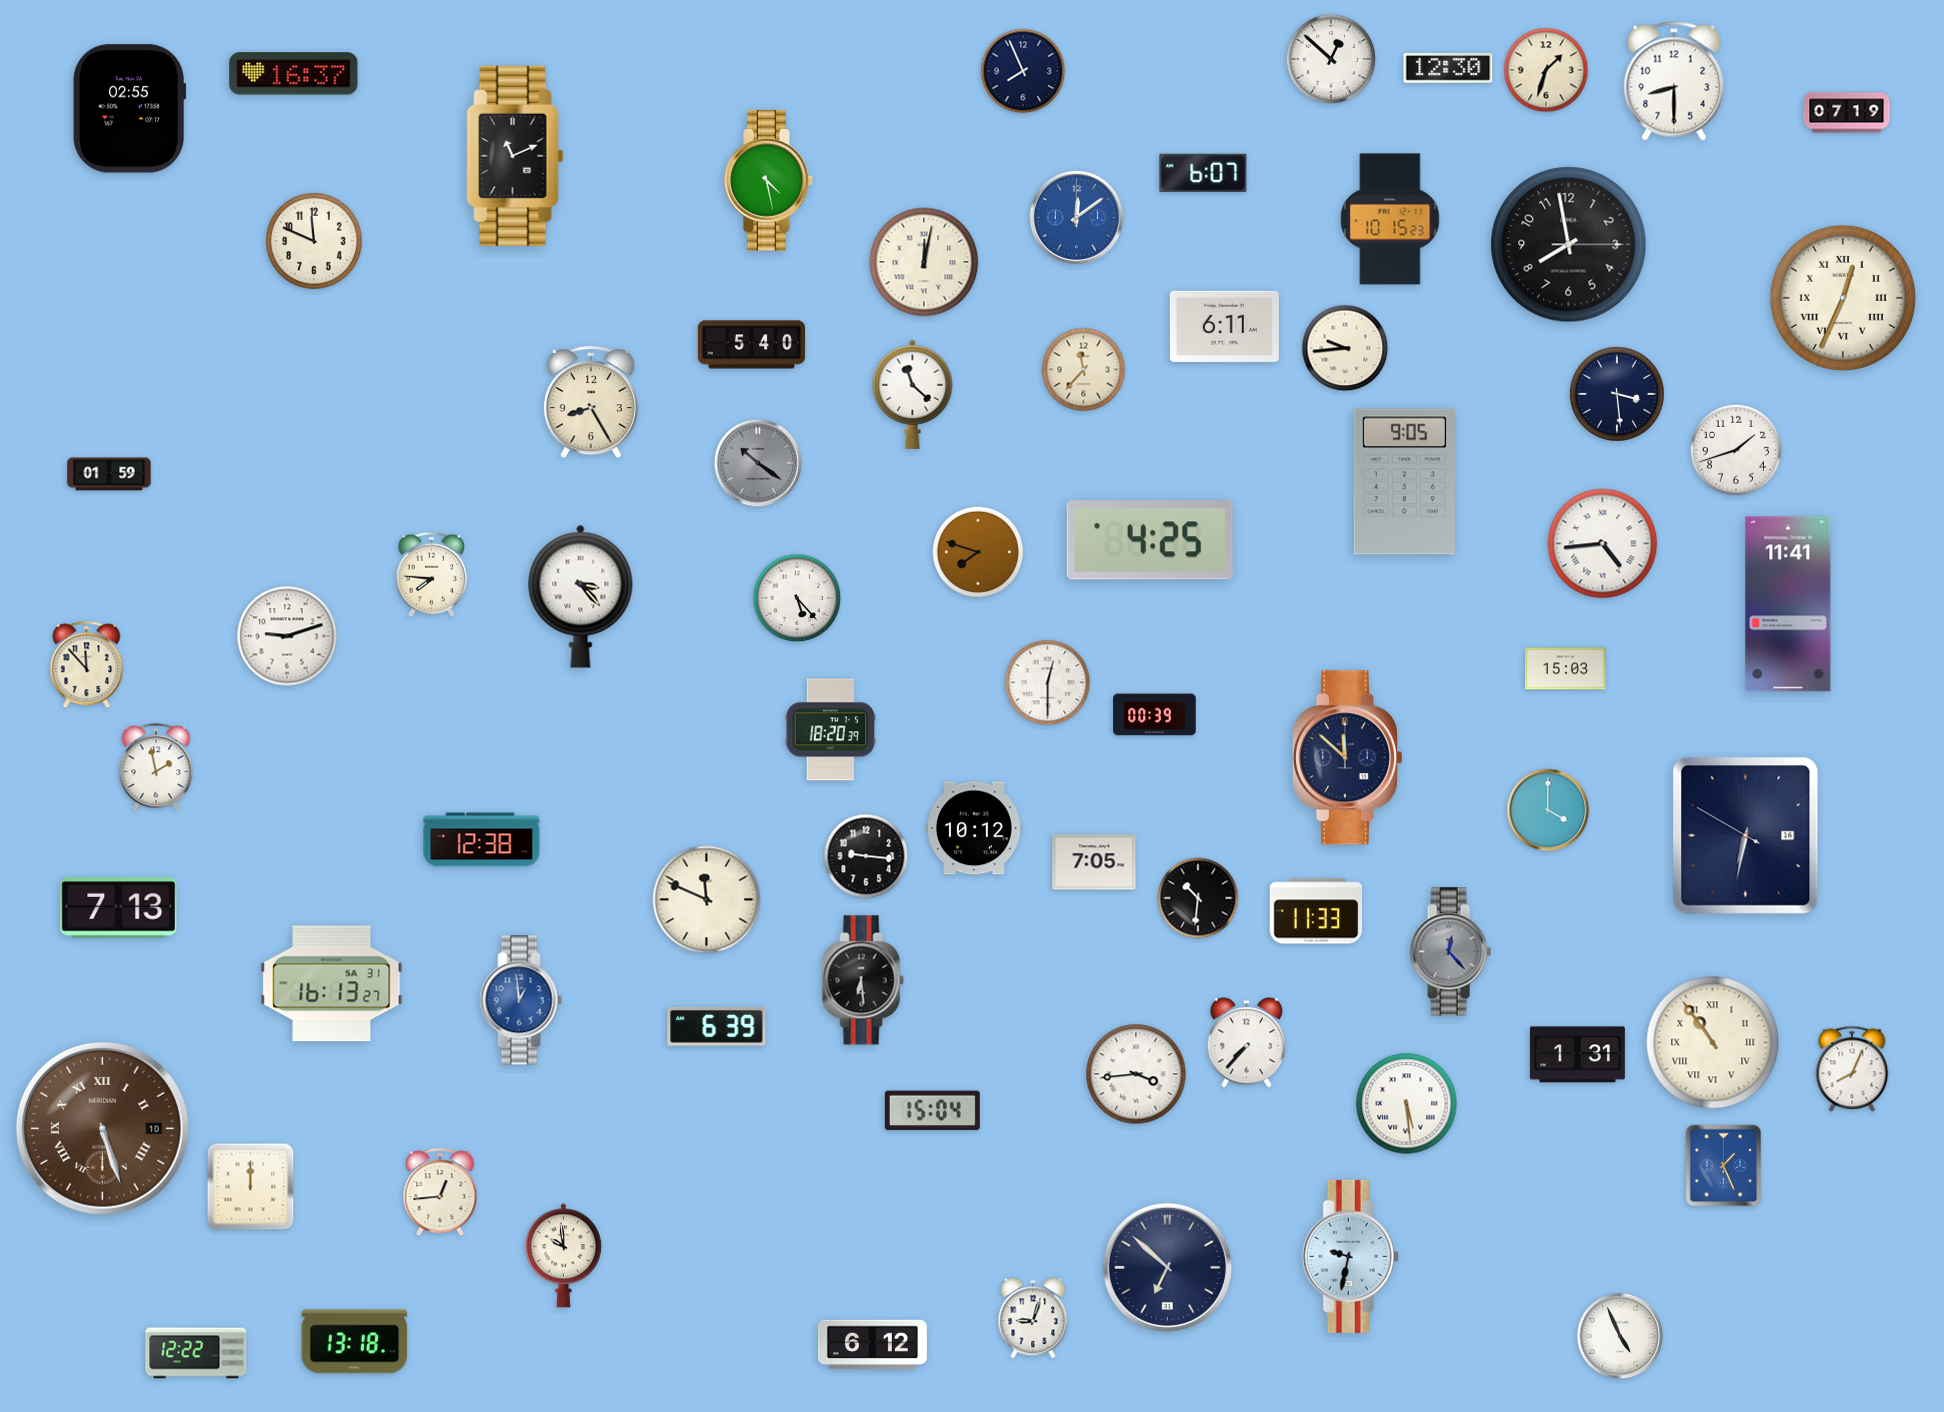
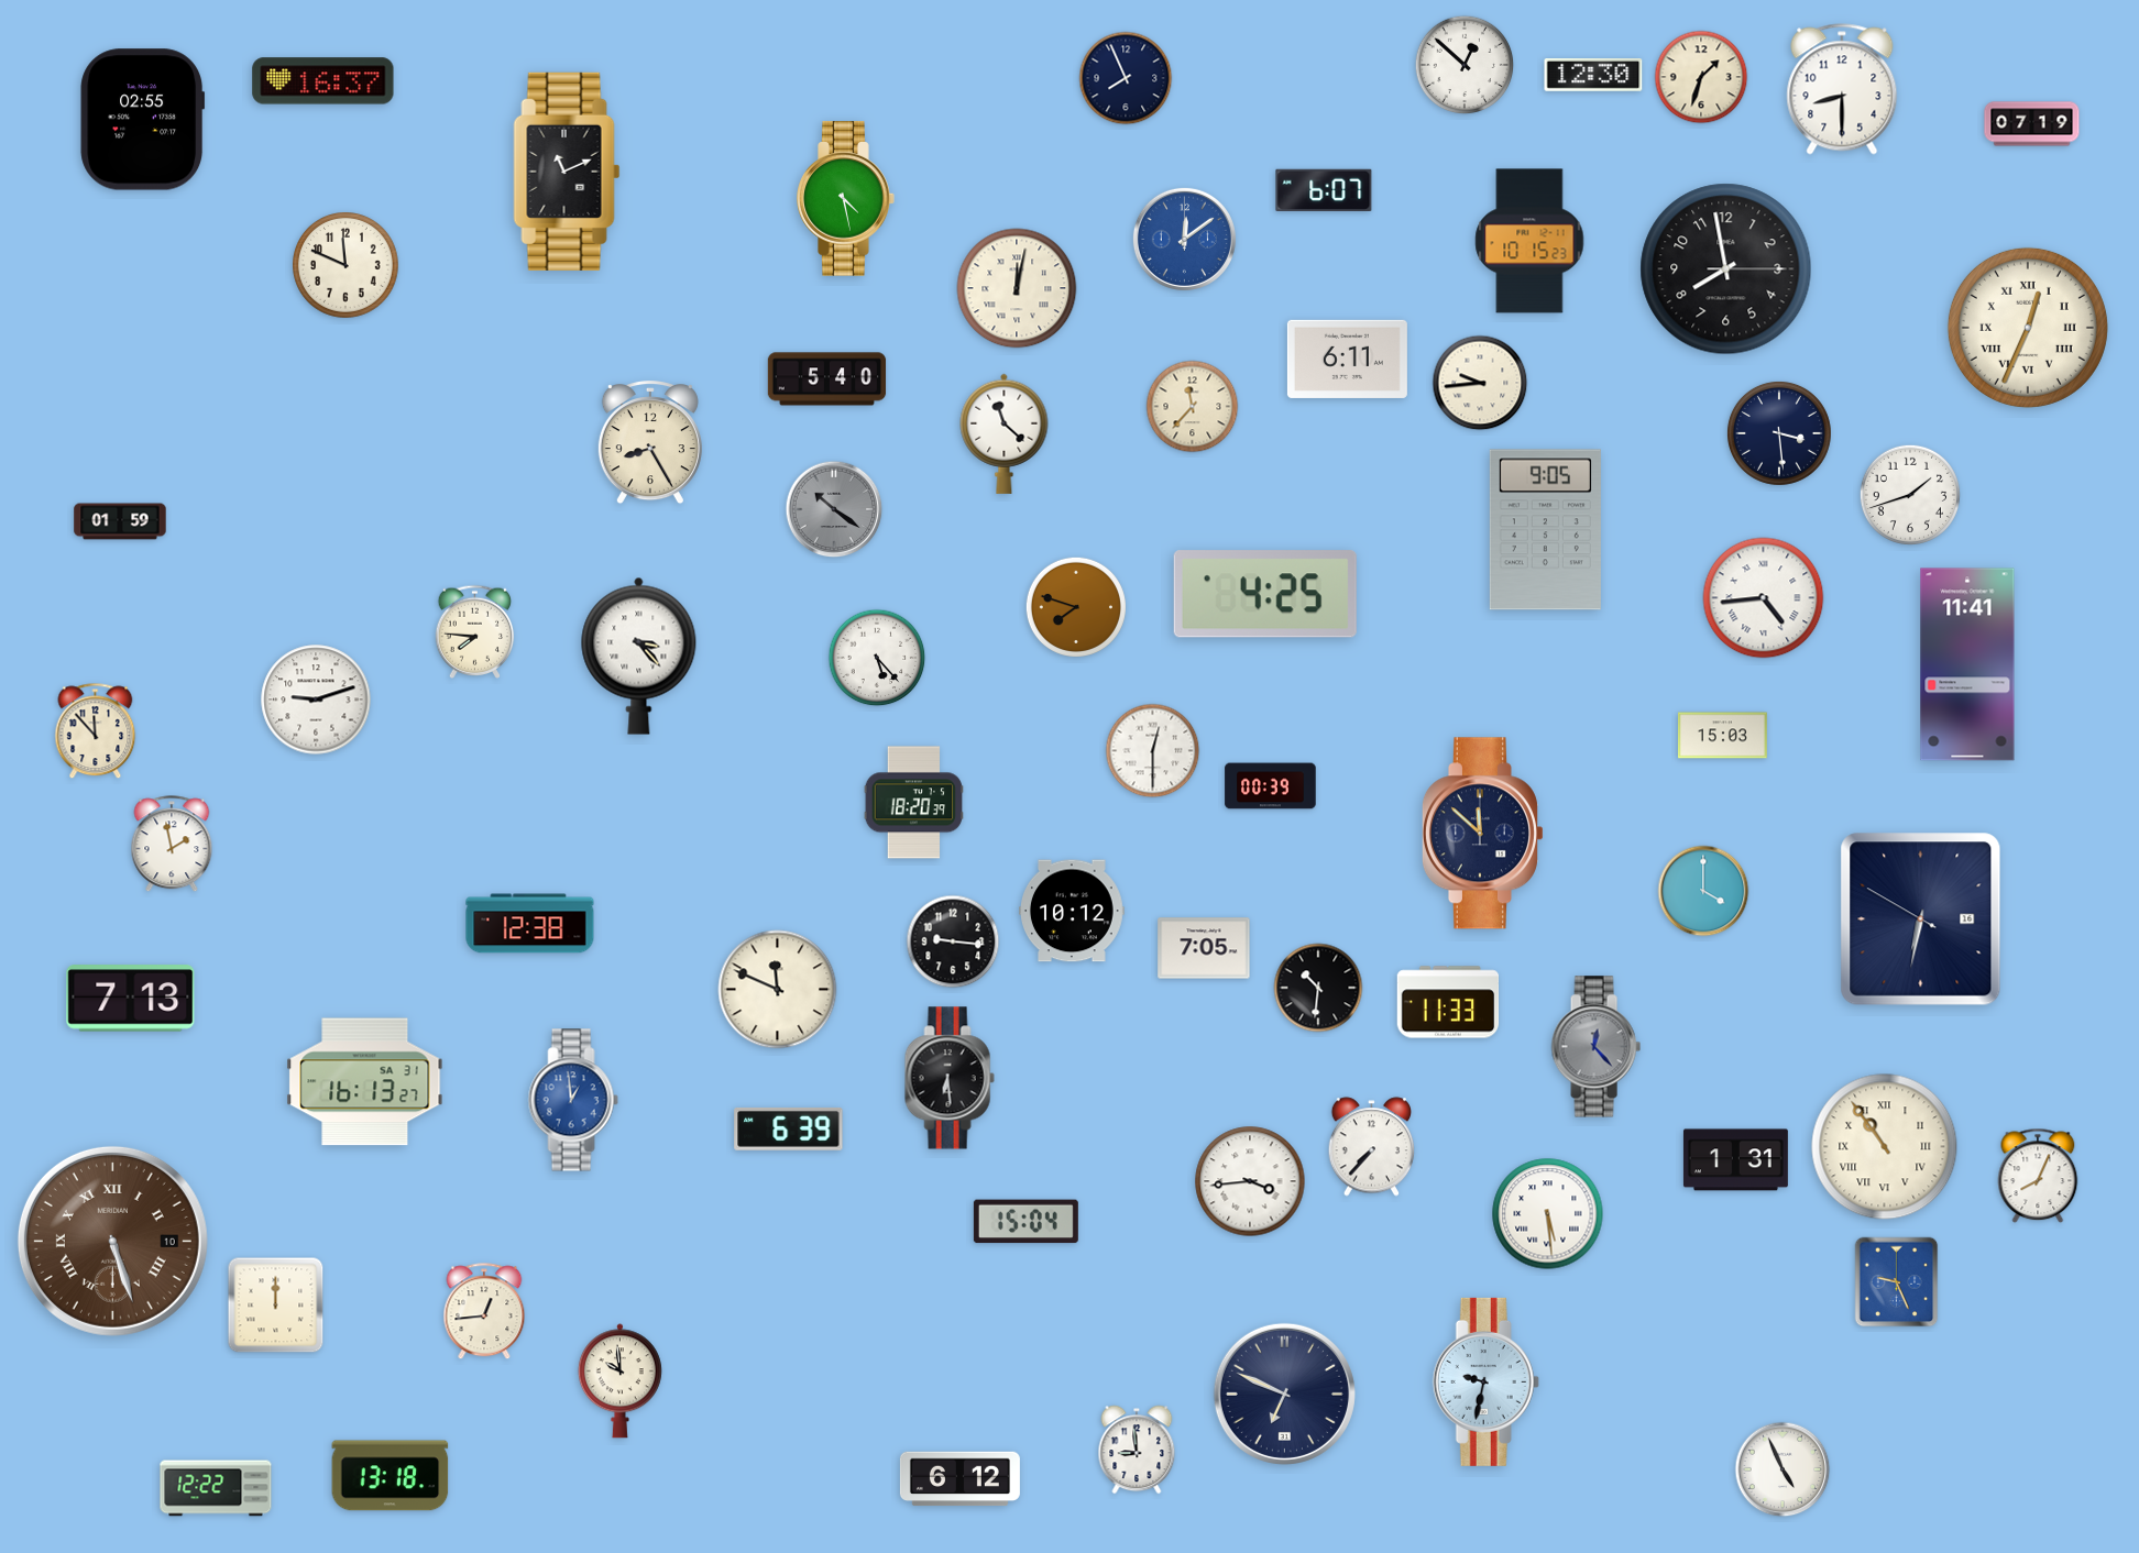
clock at (1724, 1166): 1:26 -> 9:26
clock at (1167, 1267): 6:52 -> 6:49
clock at (1033, 1318): 9:03 -> 8:59
